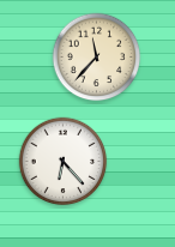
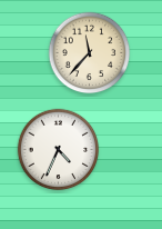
clock at (64, 162): 6:23 -> 4:34
